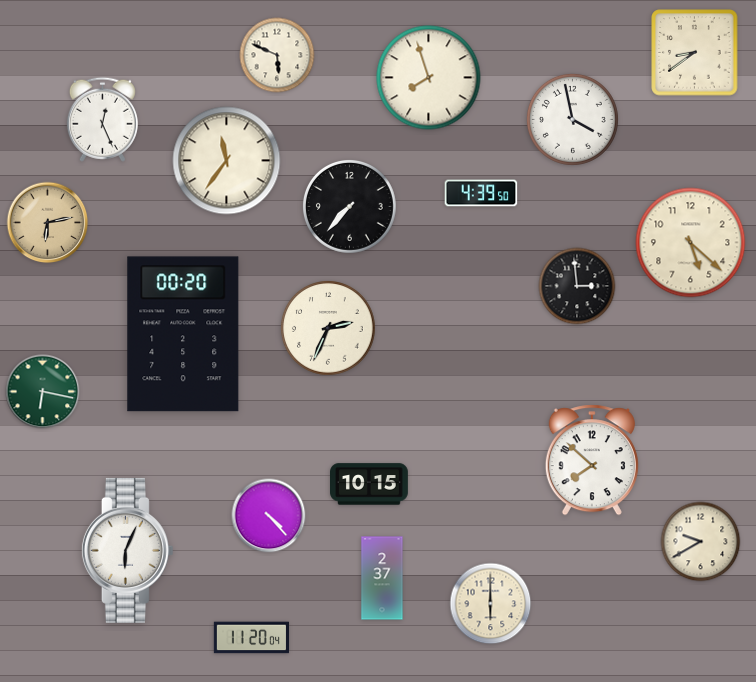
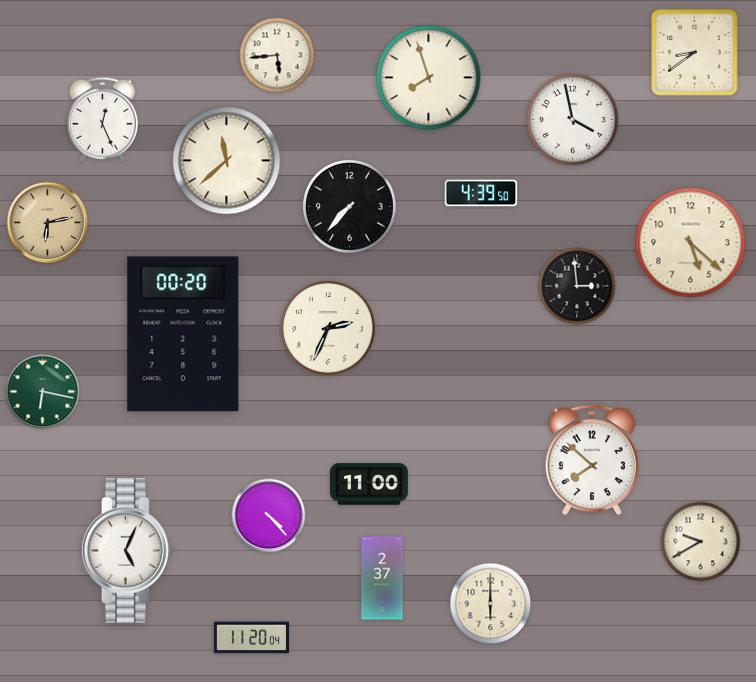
clock at (277, 55): 5:49 -> 5:44
clock at (227, 161): 11:36 -> 11:38
clock at (370, 484): 10:15 -> 11:00
clock at (127, 550): 6:04 -> 5:04
